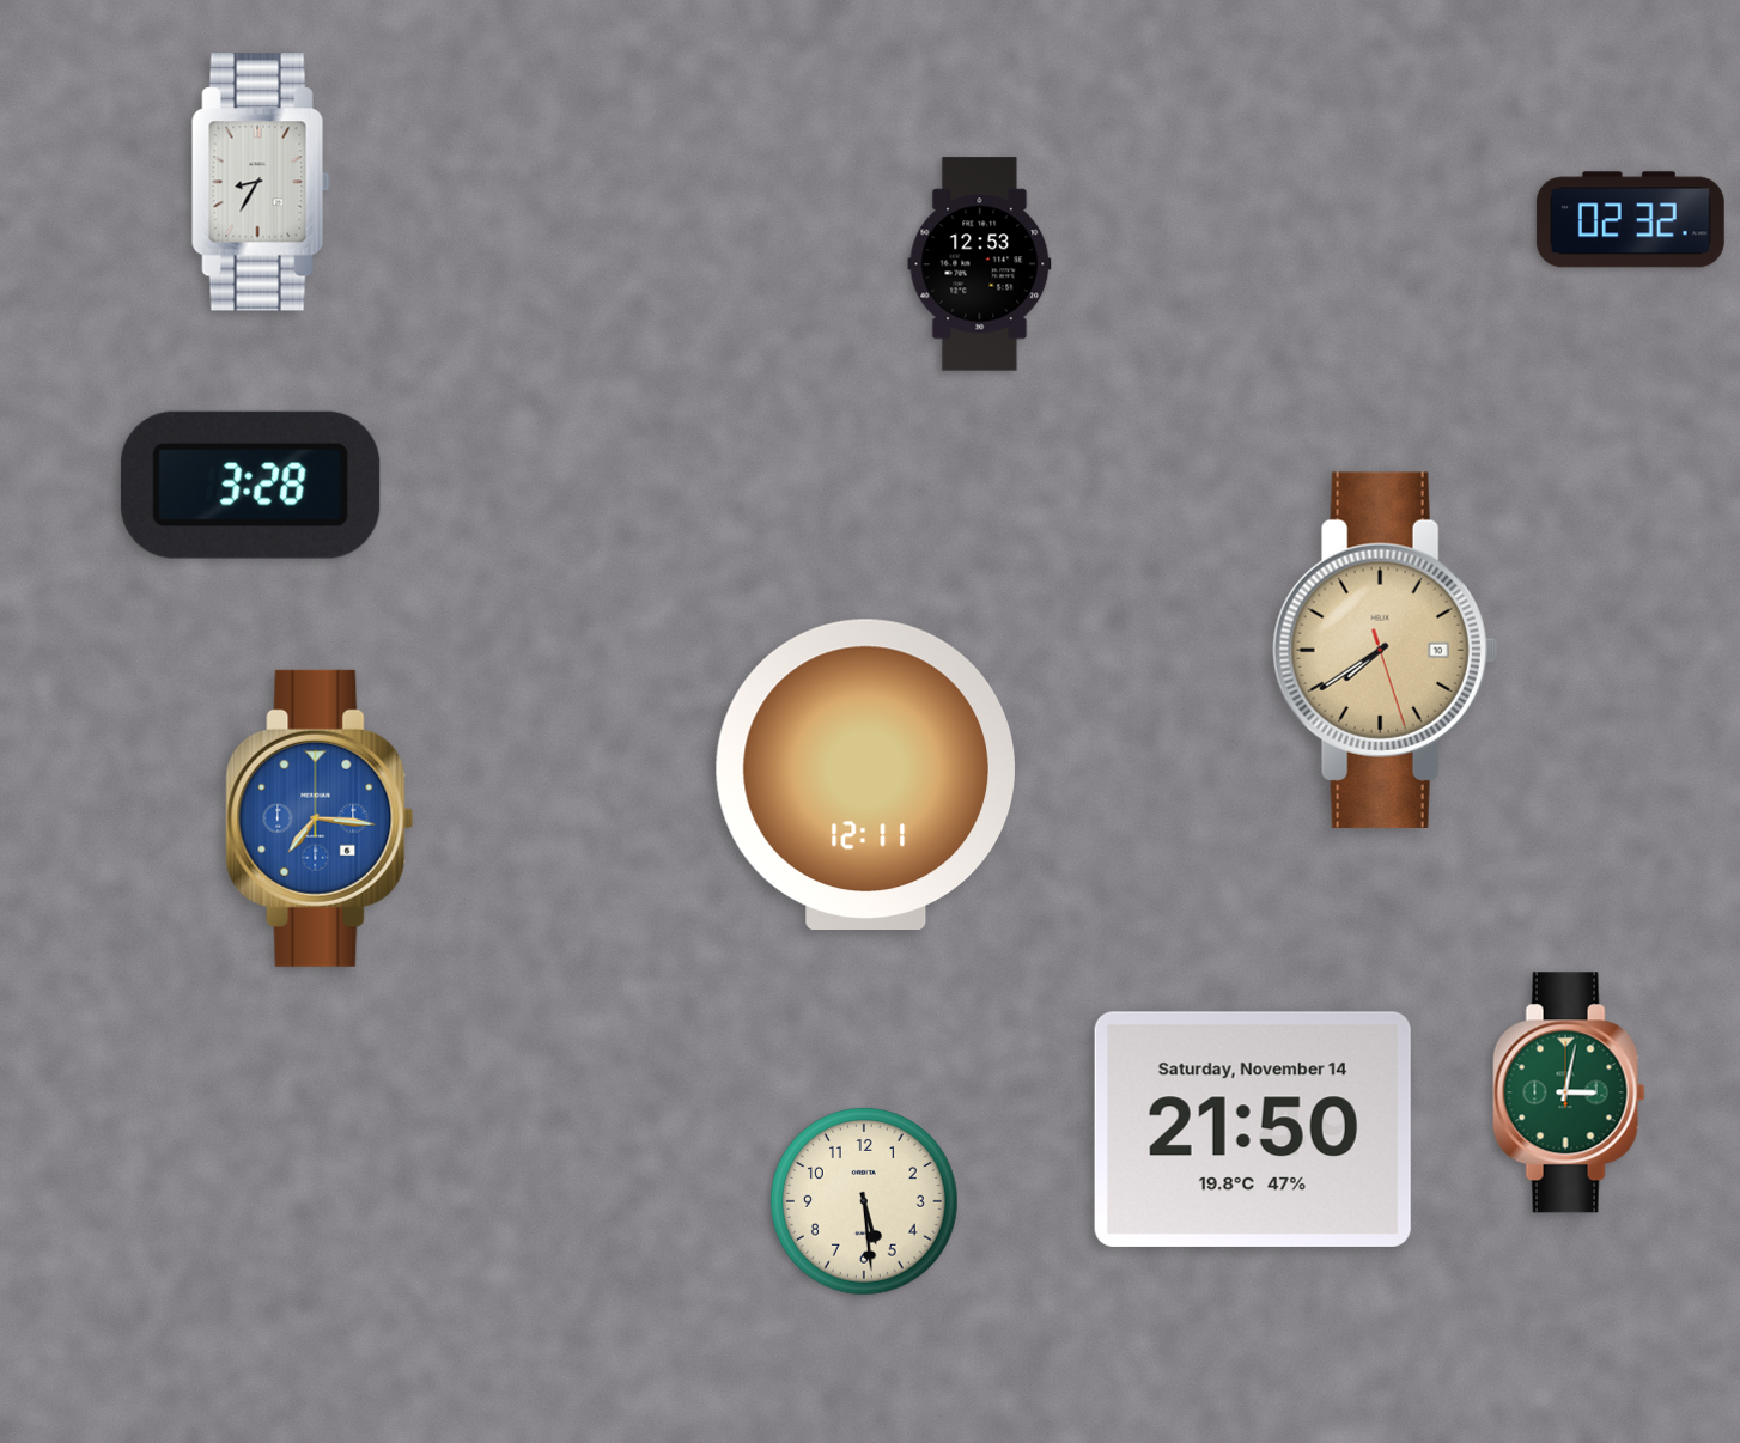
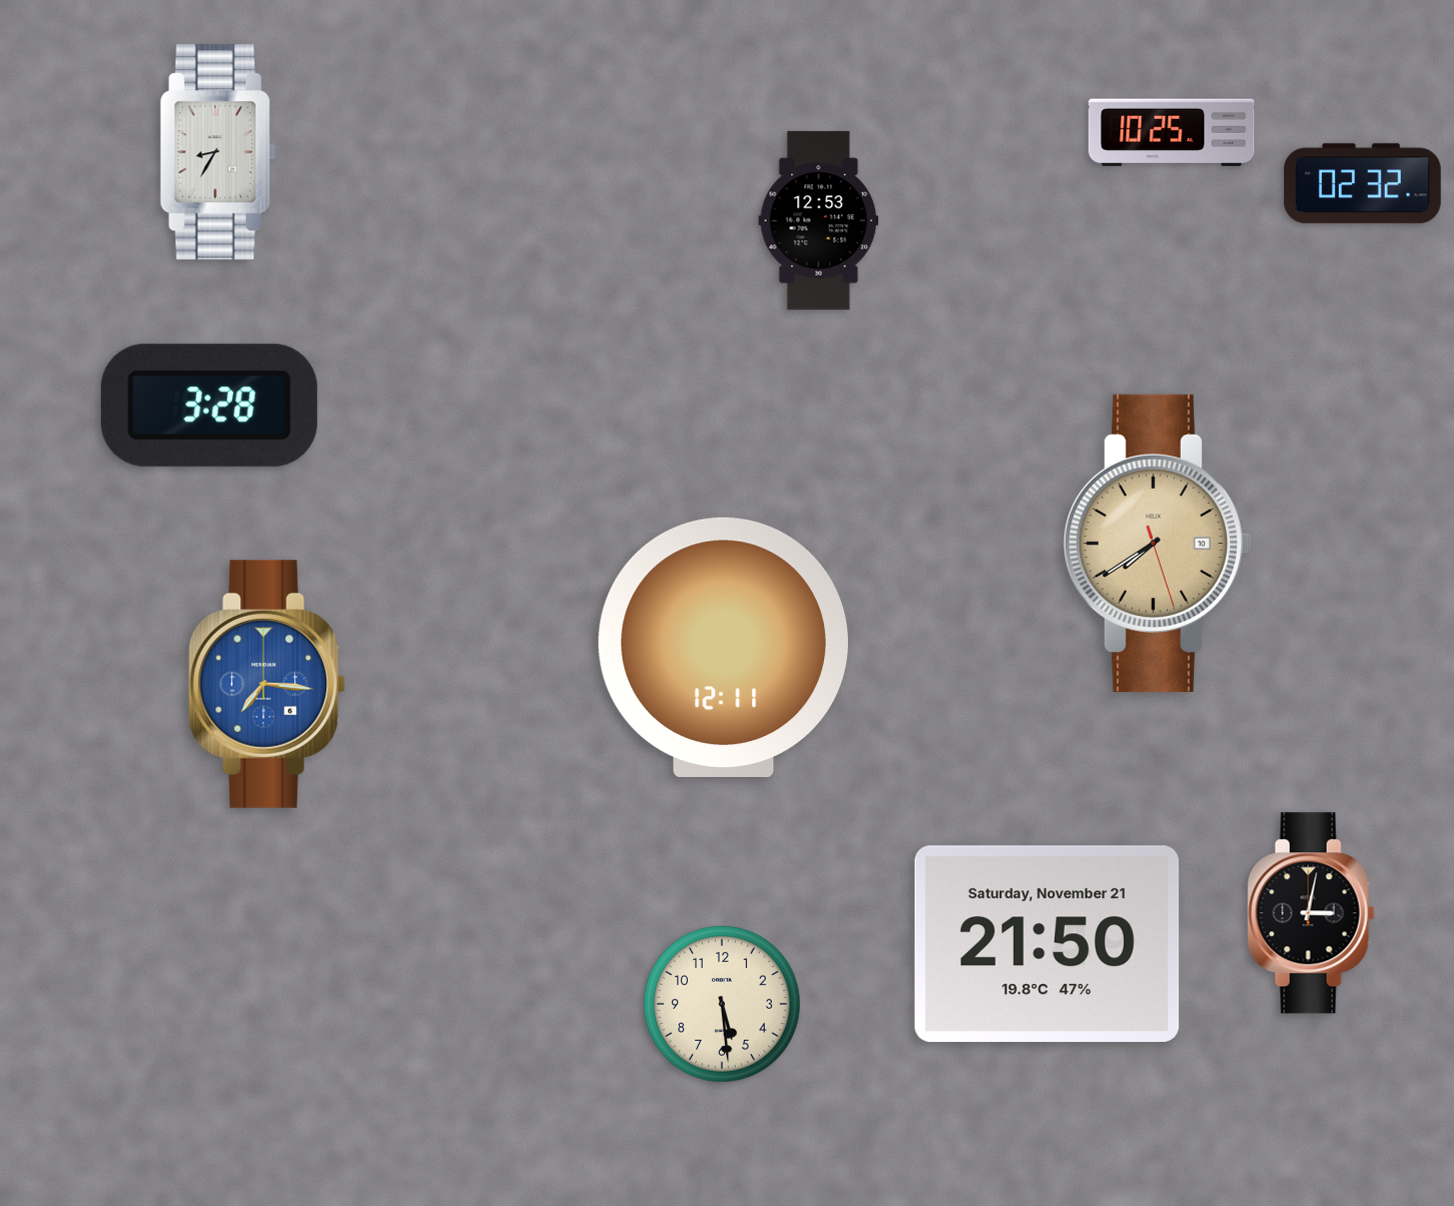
clock at (1172, 133): none -> 10:25
clock at (1569, 1092) dial: green -> black
clock at (1253, 1130) date: Saturday, November 14 -> Saturday, November 21
